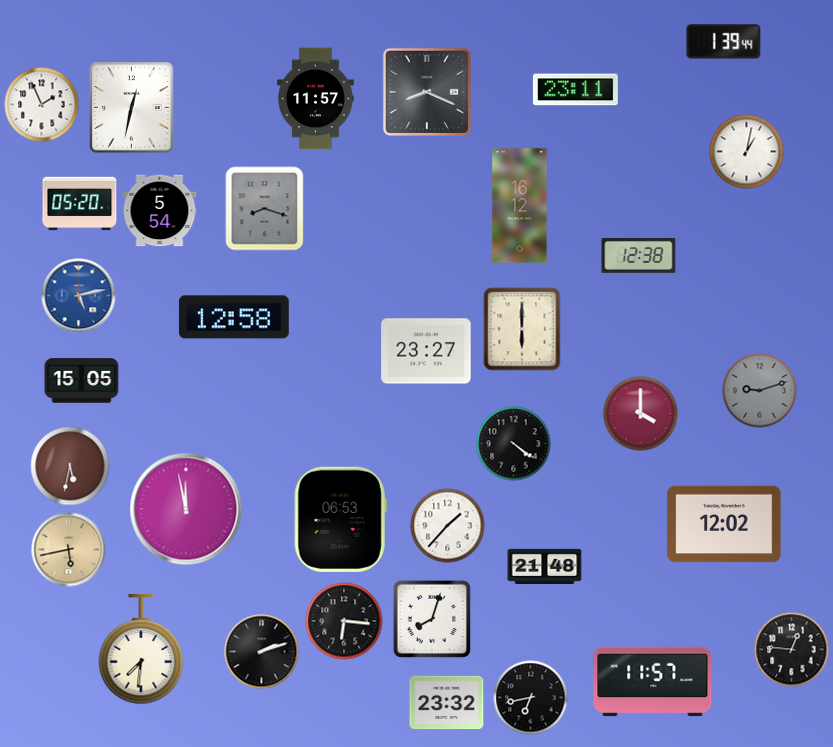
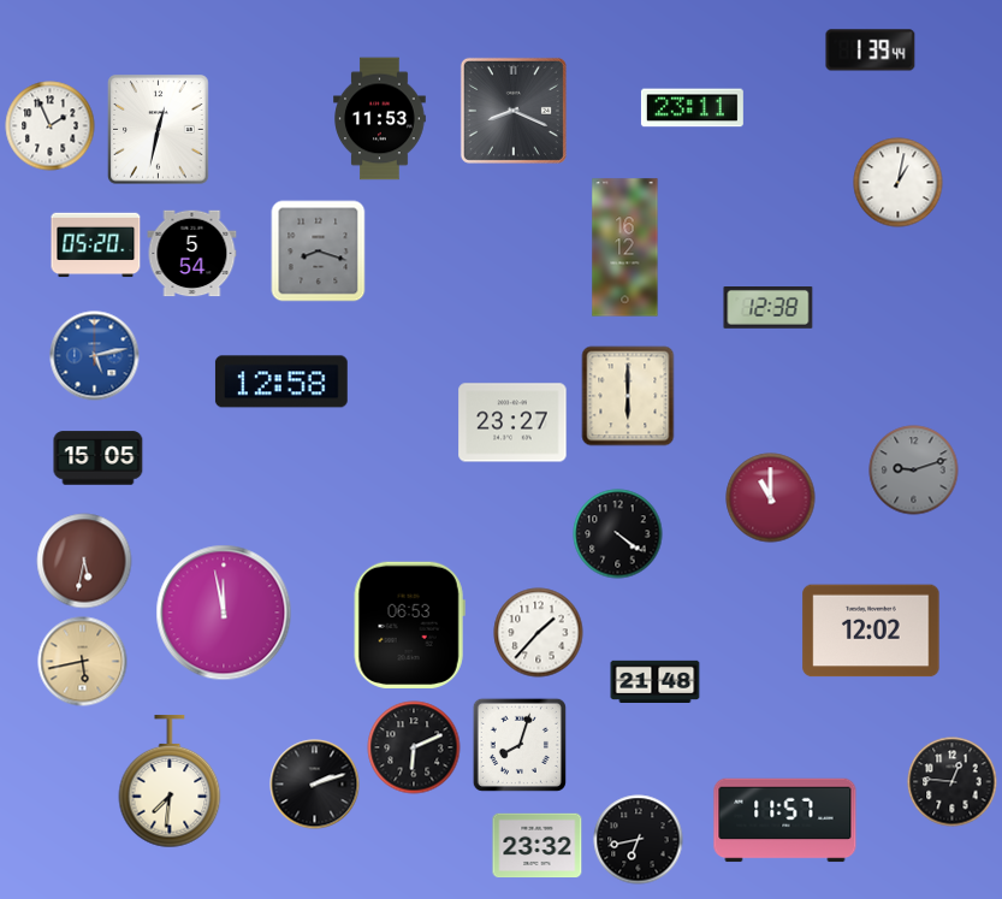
clock at (316, 99): 11:57 -> 11:53
clock at (641, 414): 4:00 -> 11:00
clock at (344, 621): 6:16 -> 6:11
